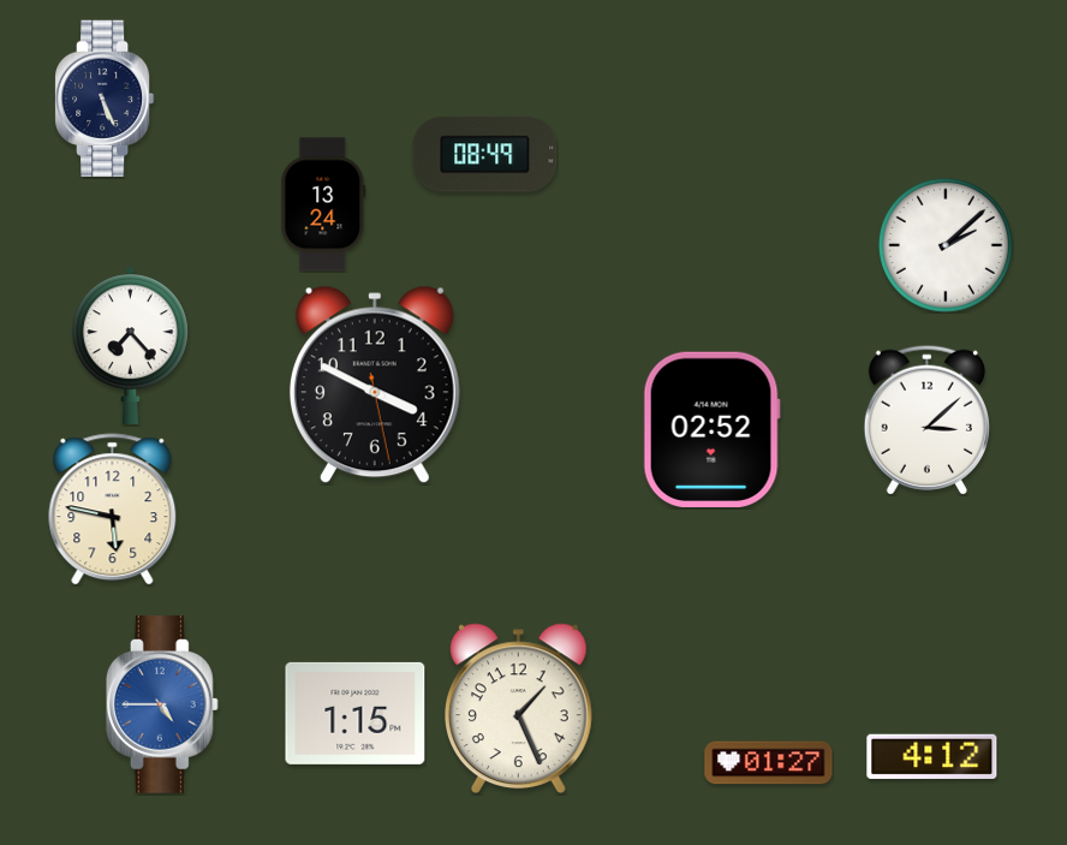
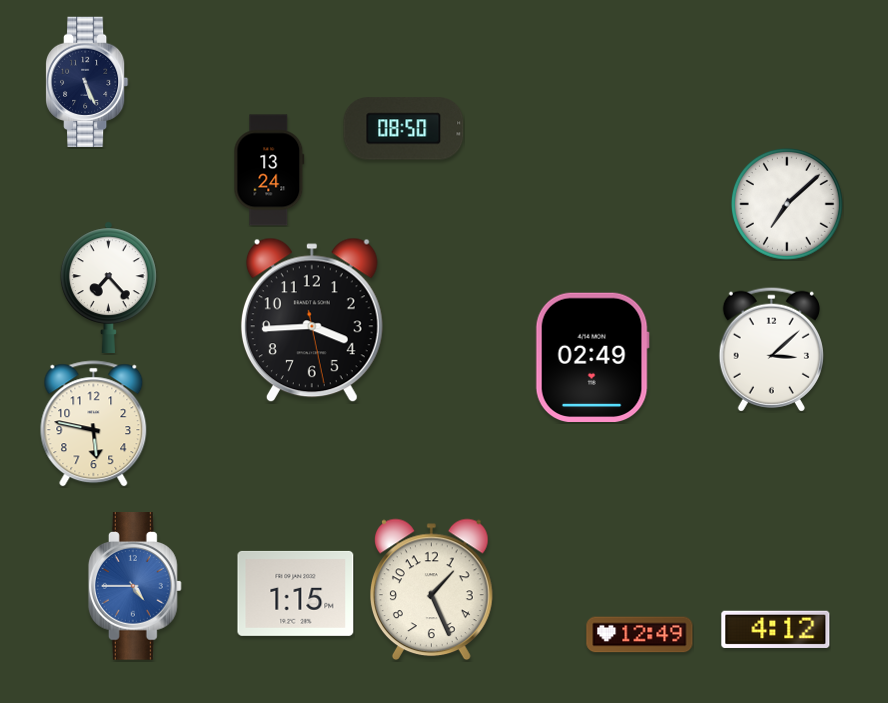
clock at (485, 155): 08:49 -> 08:50
clock at (946, 245): 2:08 -> 7:08
clock at (375, 385): 3:49 -> 3:44
clock at (711, 429): 02:52 -> 02:49
clock at (769, 763): 01:27 -> 12:49
